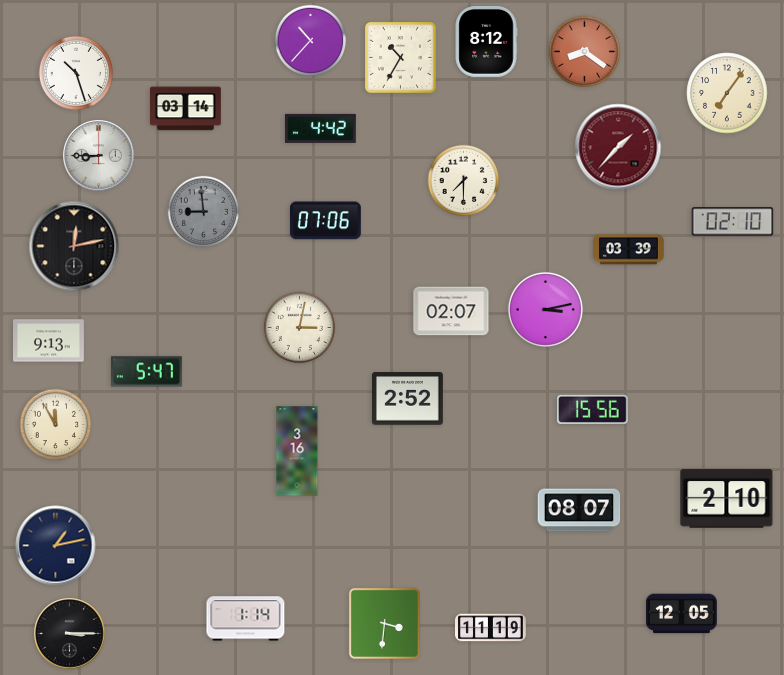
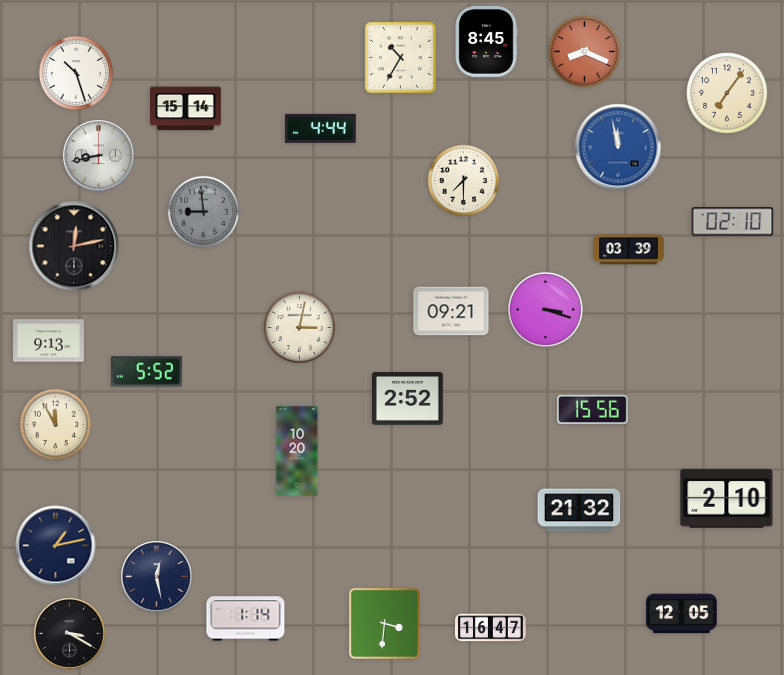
clock at (311, 41): 10:37 -> none
clock at (486, 42): 8:12 -> 8:45
clock at (585, 52): 8:21 -> 8:19
clock at (186, 109): 03:14 -> 15:14
clock at (320, 128): 4:42 -> 4:44
clock at (618, 147): 1:37 -> 11:58
clock at (618, 147) dial: burgundy -> blue
clock at (99, 156): 8:45 -> 8:43
clock at (325, 221): 07:06 -> none
clock at (545, 309): 3:13 -> 3:18
clock at (451, 311): 02:07 -> 09:21
clock at (147, 372): 5:47 -> 5:52
clock at (297, 451): 3:16 -> 10:20
clock at (579, 510): 08:07 -> 21:32
clock at (157, 577): none -> 12:28
clock at (491, 628): 11:19 -> 16:47
clock at (70, 634): 3:15 -> 3:20
